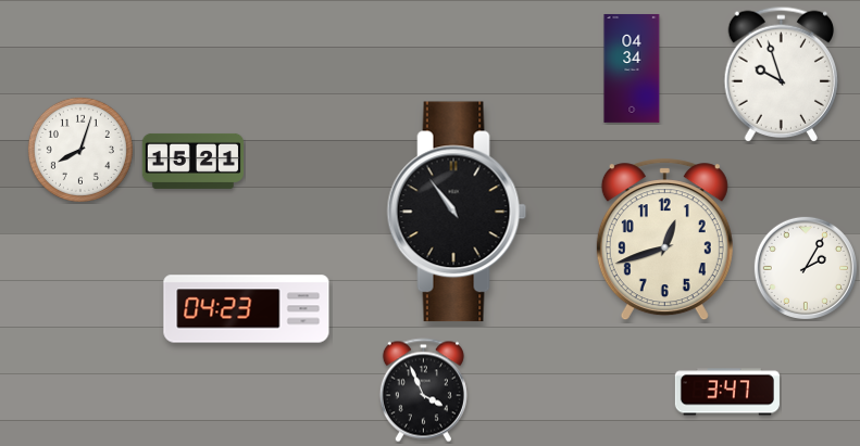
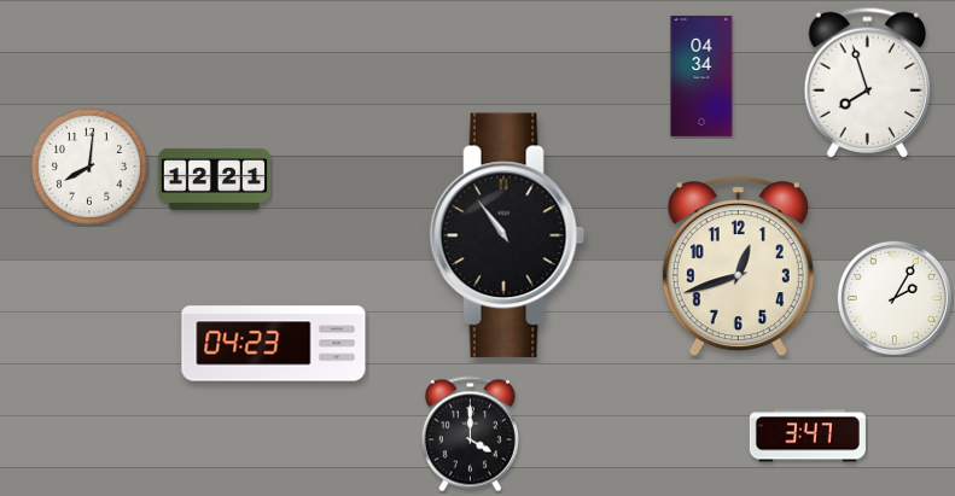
clock at (781, 74): 9:57 -> 7:57
clock at (80, 150): 8:03 -> 8:01
clock at (194, 161): 15:21 -> 12:21
clock at (423, 391): 3:56 -> 4:00
